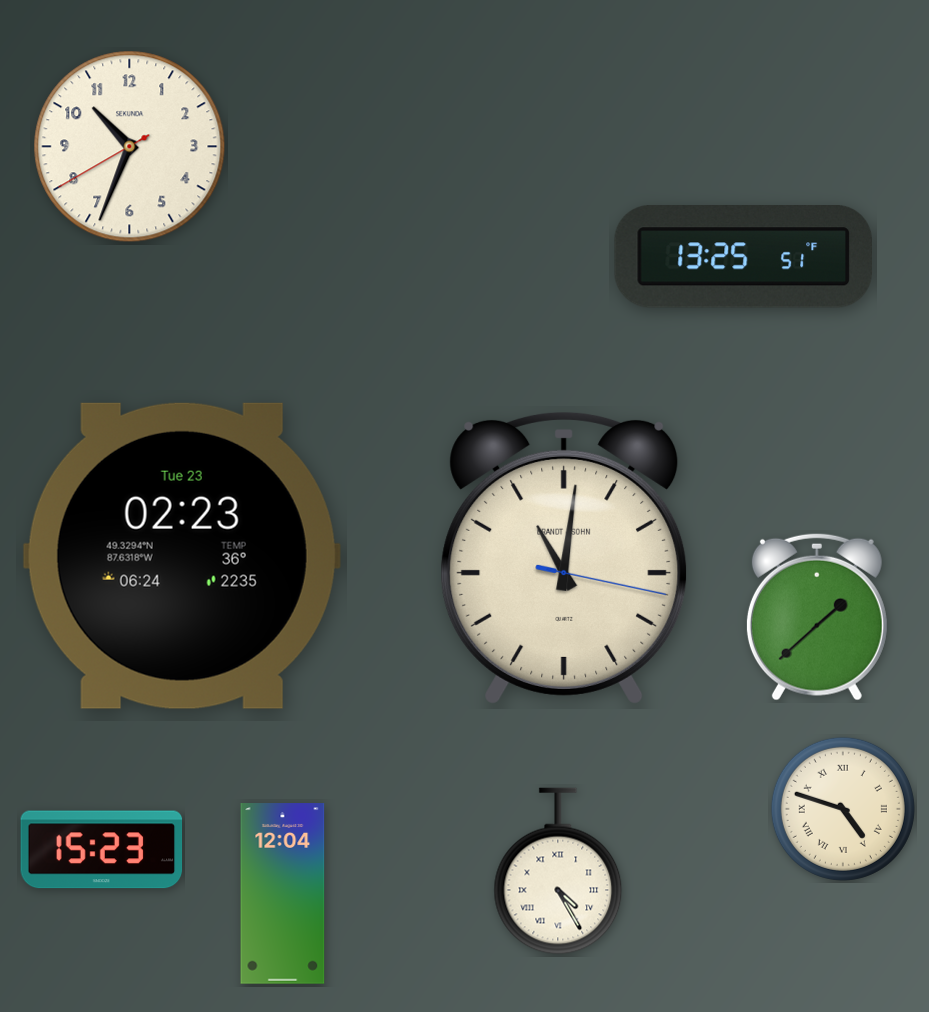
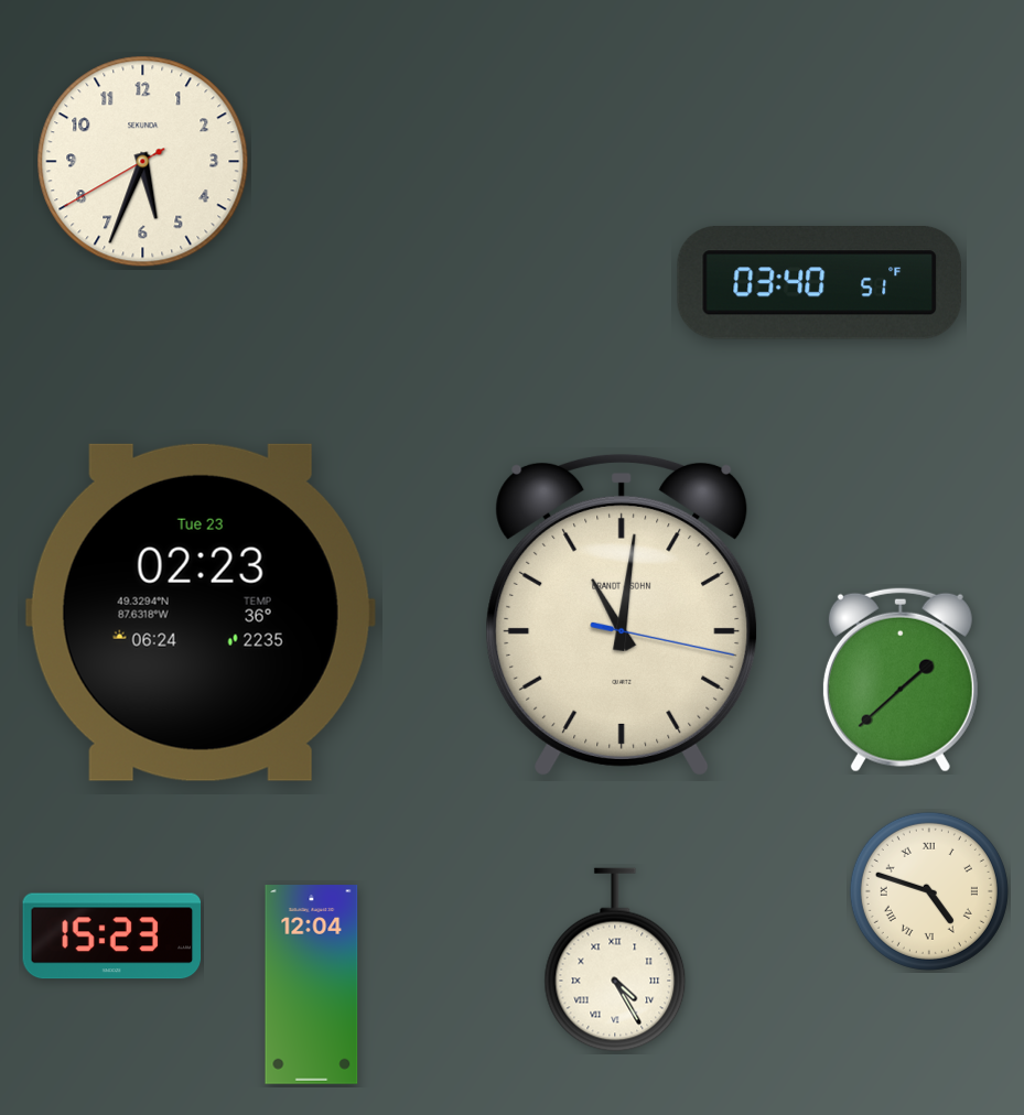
clock at (130, 147): 10:33 -> 5:33
clock at (743, 257): 13:25 -> 03:40
